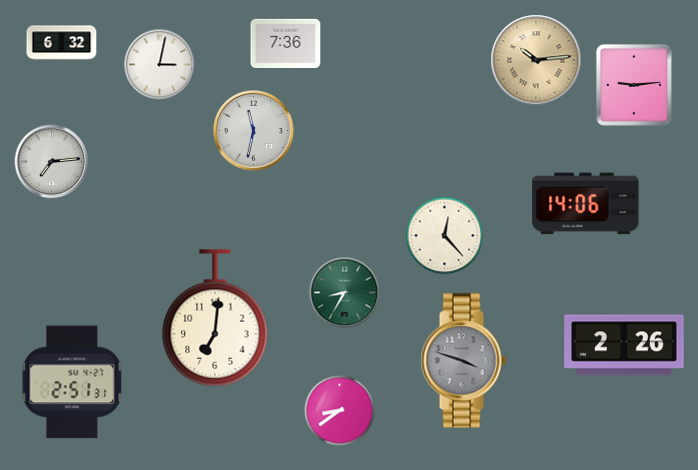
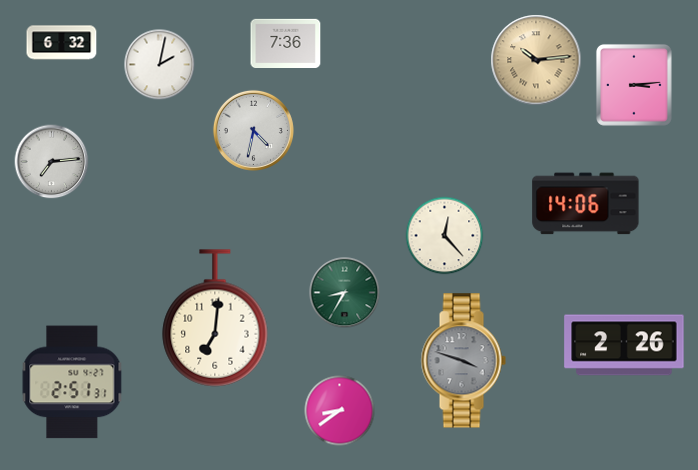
clock at (160, 65): 3:02 -> 2:02
clock at (634, 85): 9:14 -> 3:14
clock at (253, 130): 11:32 -> 4:32
